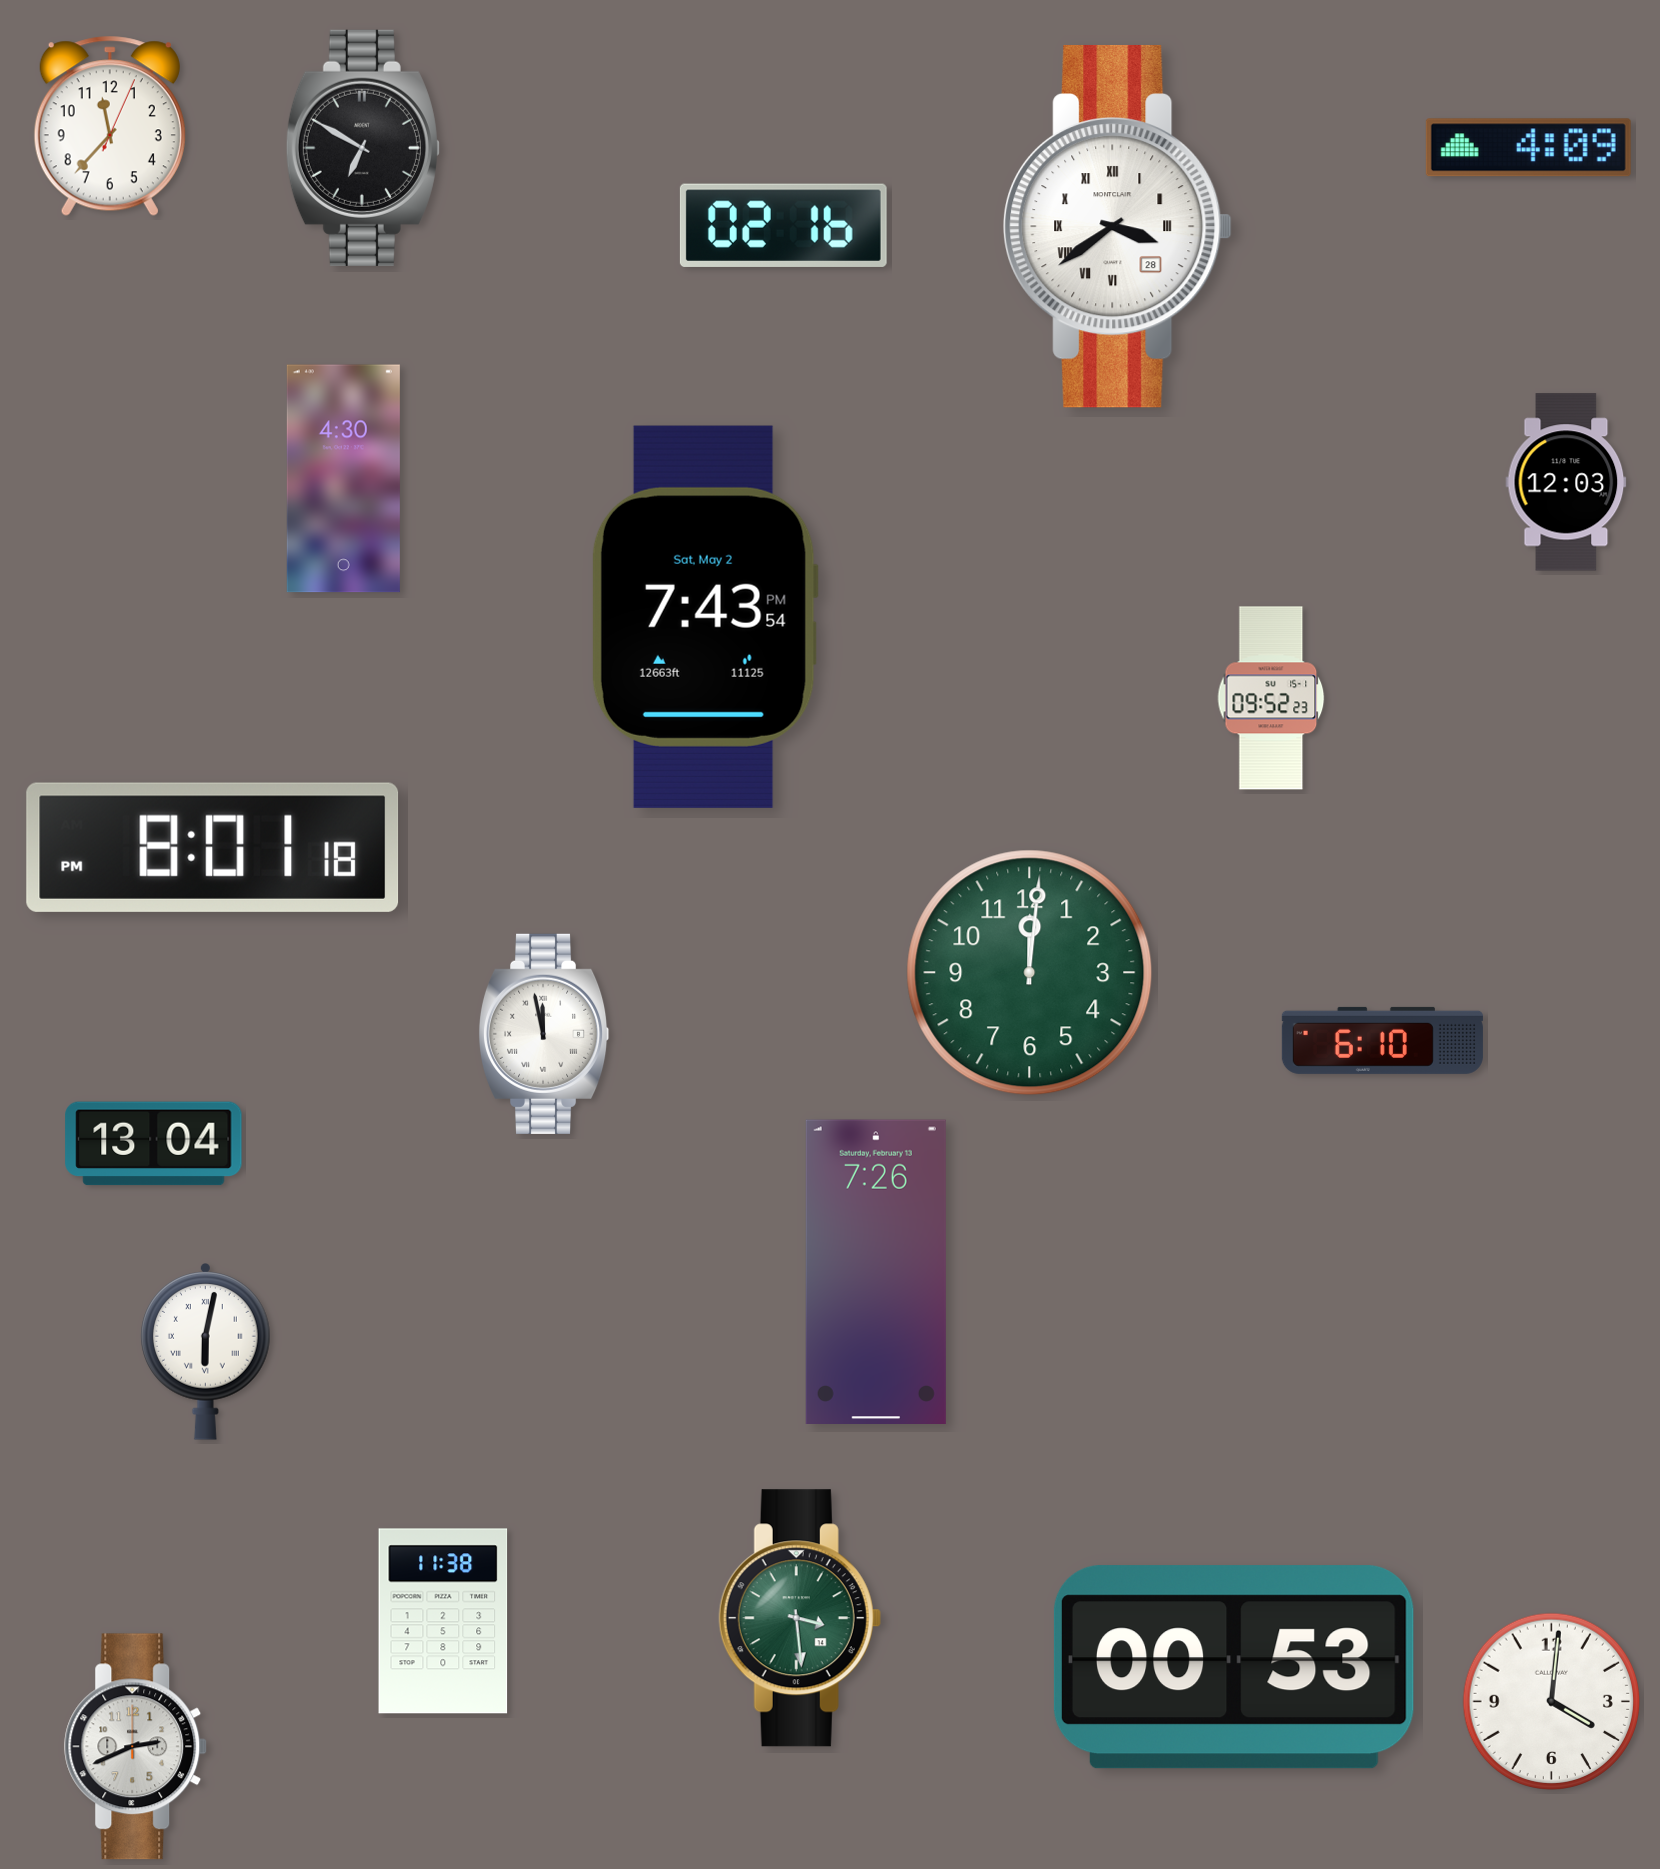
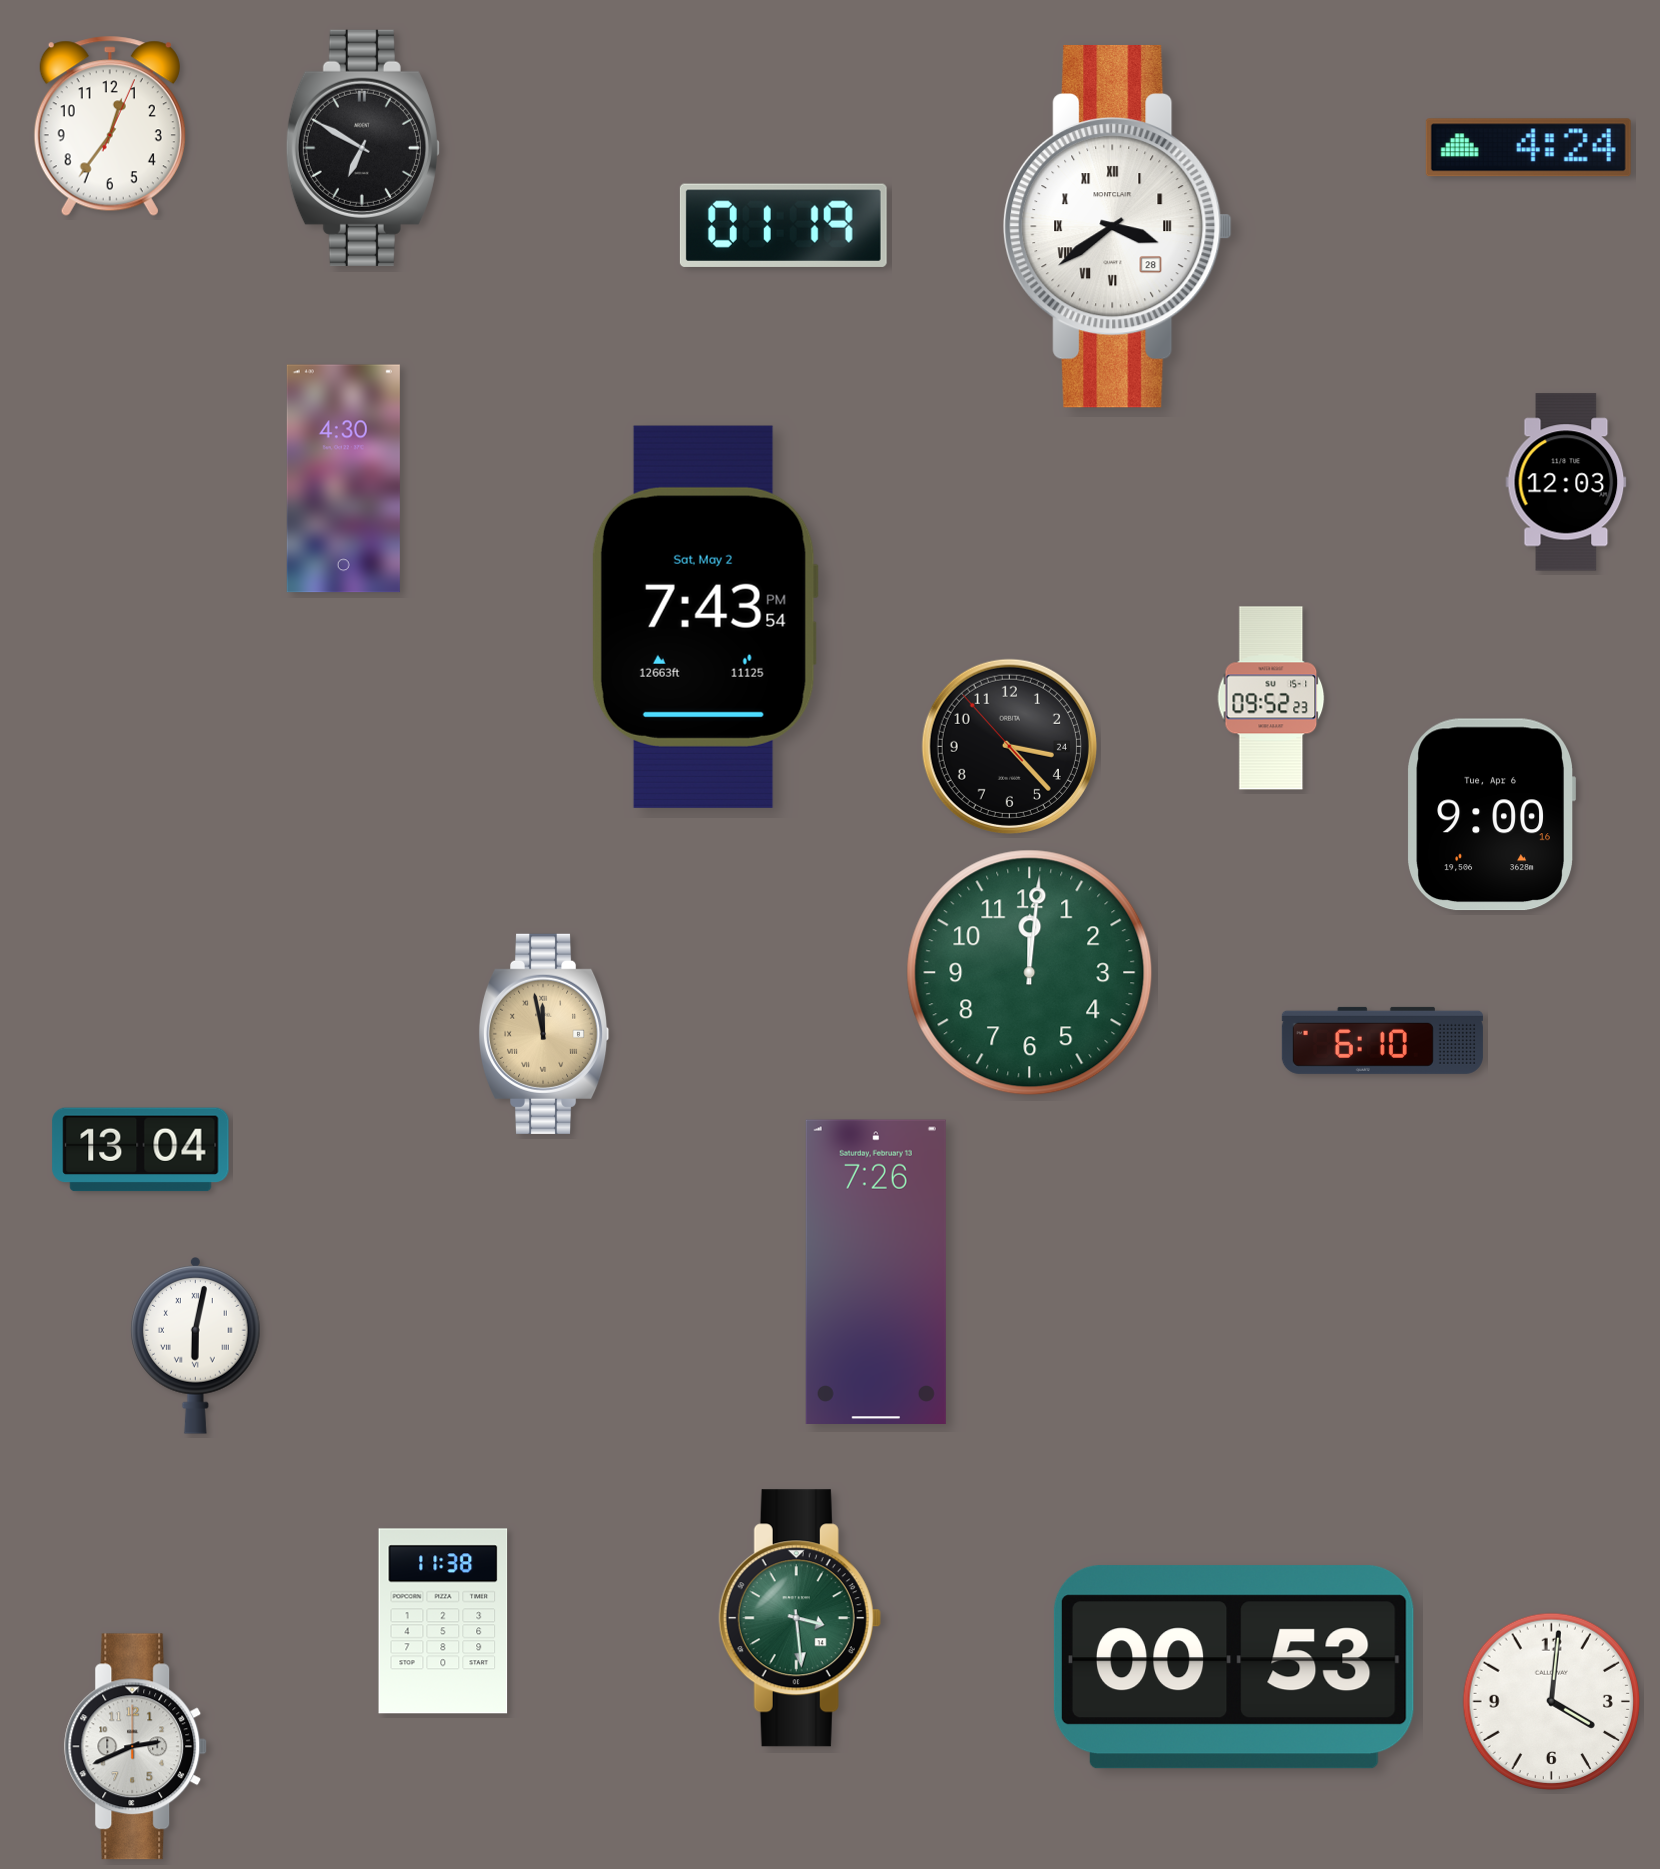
clock at (110, 126): 11:37 -> 12:36
clock at (1528, 148): 4:09 -> 4:24
clock at (783, 225): 02:16 -> 01:19
clock at (1009, 746): none -> 3:22
clock at (1491, 815): none -> 9:00
clock at (213, 847): 8:01 -> none
clock at (544, 1034) dial: white -> champagne
clock at (154, 1144) position: (154, 1144) -> (141, 1150)
clock at (206, 1352) position: (206, 1352) -> (196, 1346)
